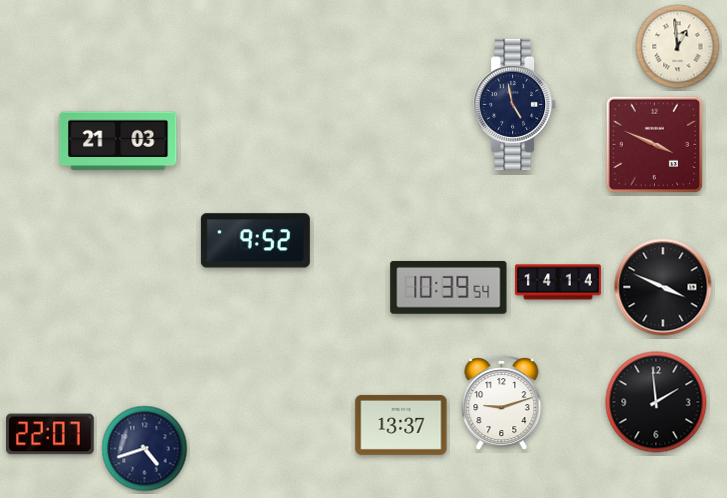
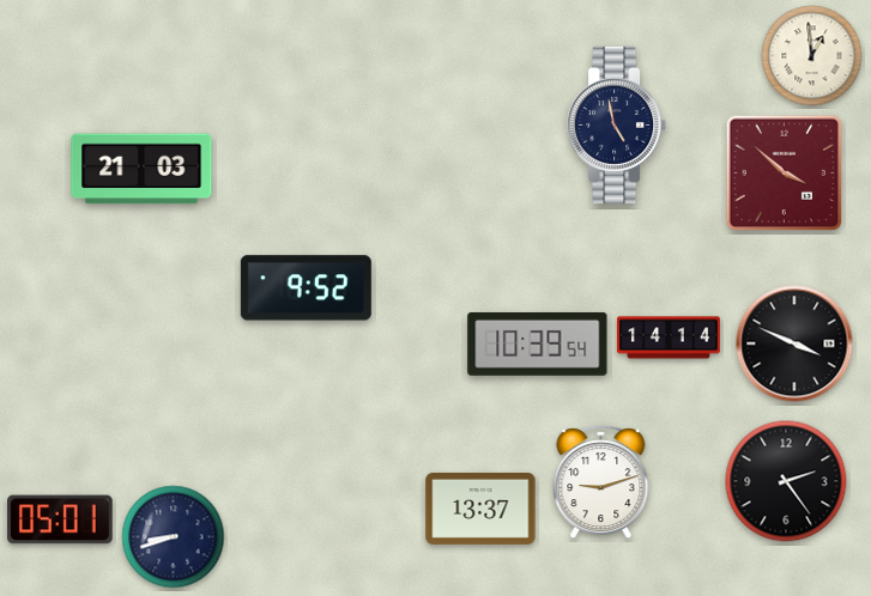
clock at (655, 145): 3:49 -> 3:52
clock at (656, 402): 1:59 -> 2:24
clock at (50, 434): 22:07 -> 05:01
clock at (145, 449): 4:42 -> 8:42
